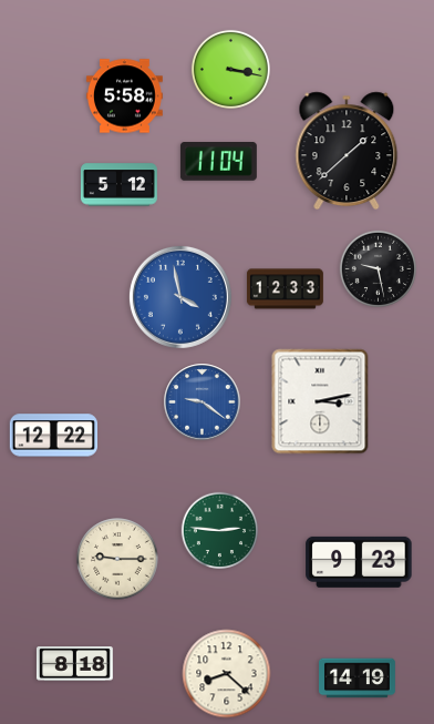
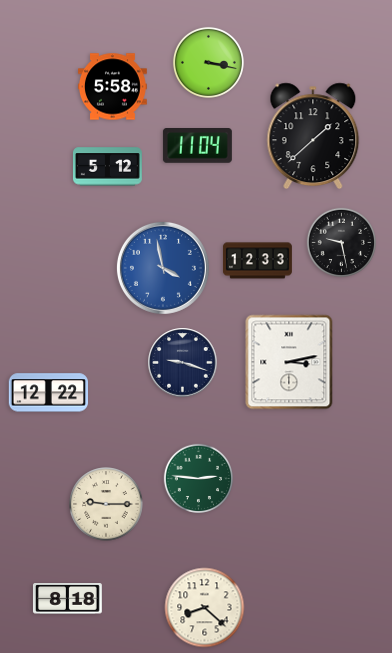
clock at (203, 402): 9:21 -> 9:18
clock at (203, 402) dial: blue -> navy
clock at (359, 562): 9:23 -> none
clock at (358, 679): 14:19 -> none
